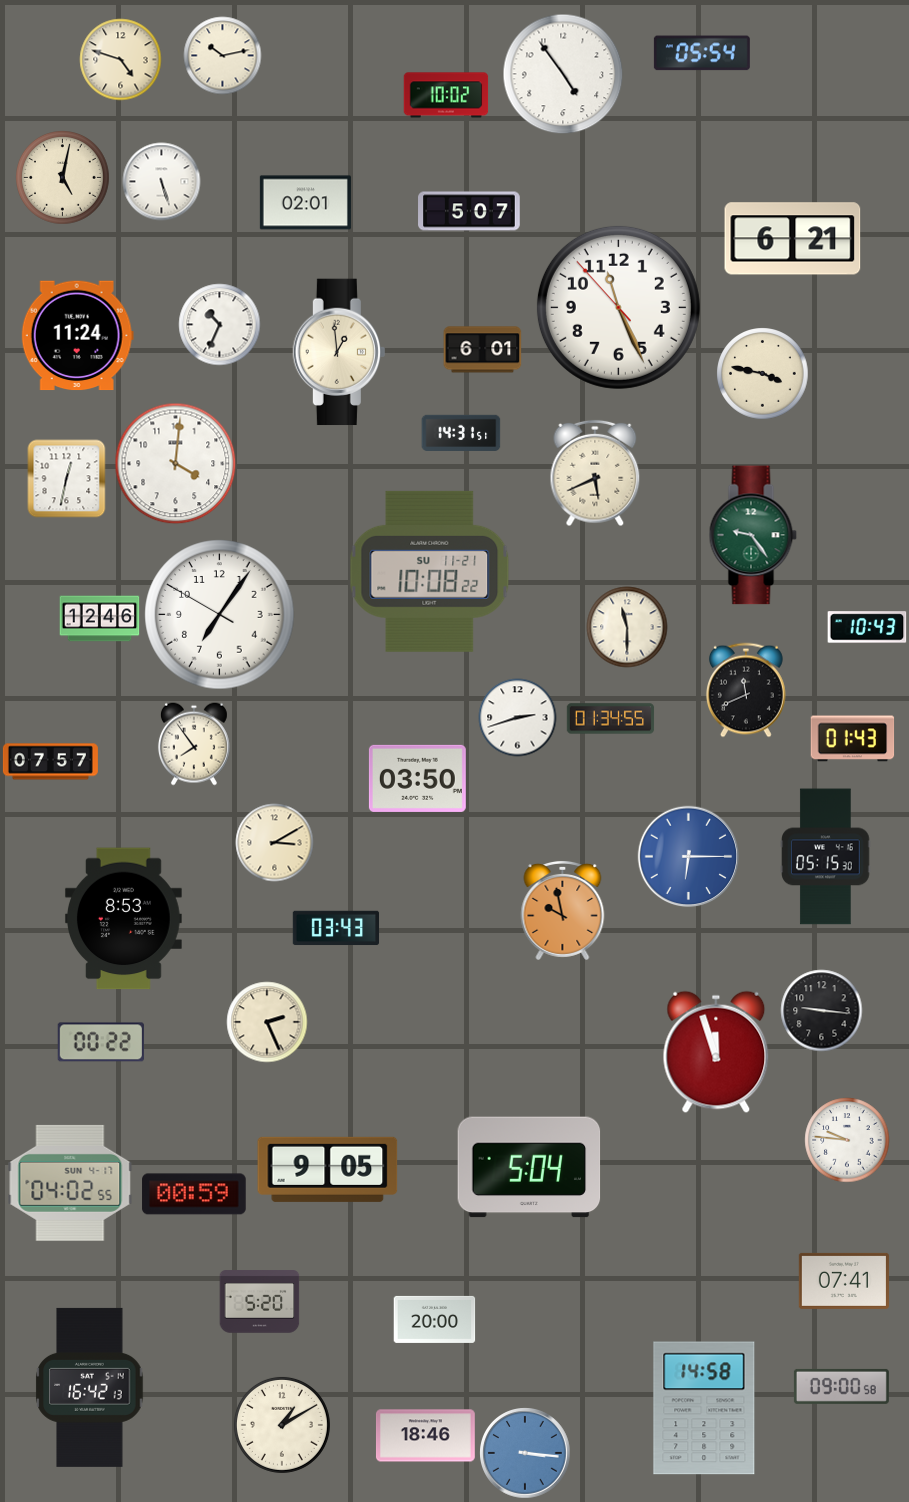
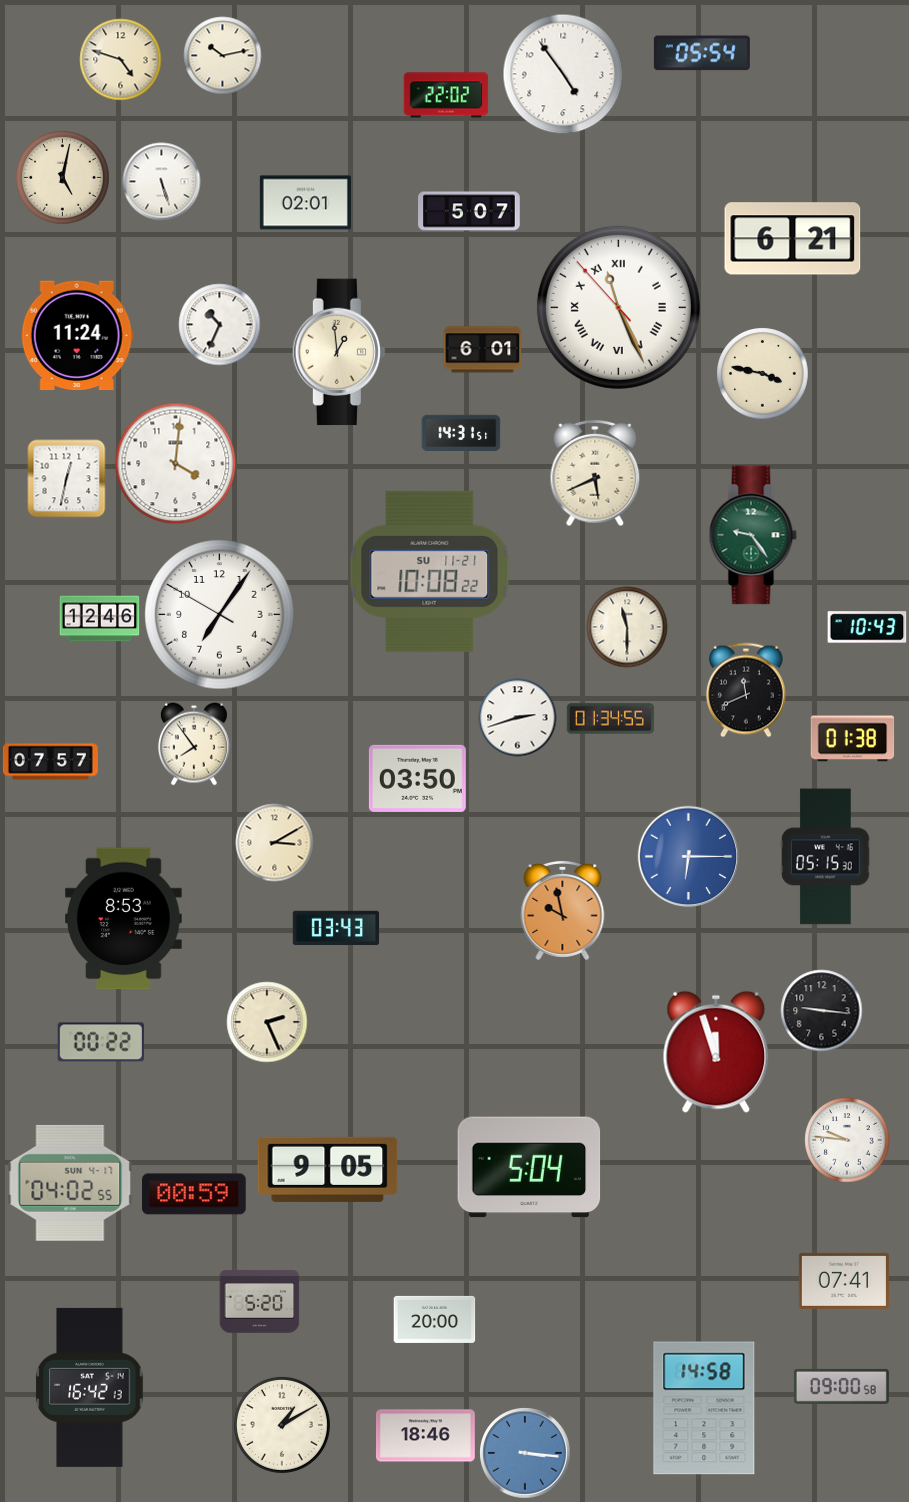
clock at (446, 95): 10:02 -> 22:02
clock at (618, 307) numerals: Arabic -> Roman
clock at (852, 739): 01:43 -> 01:38
